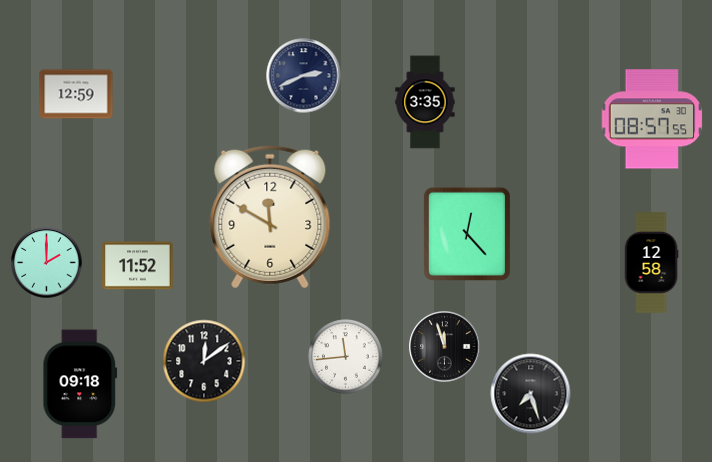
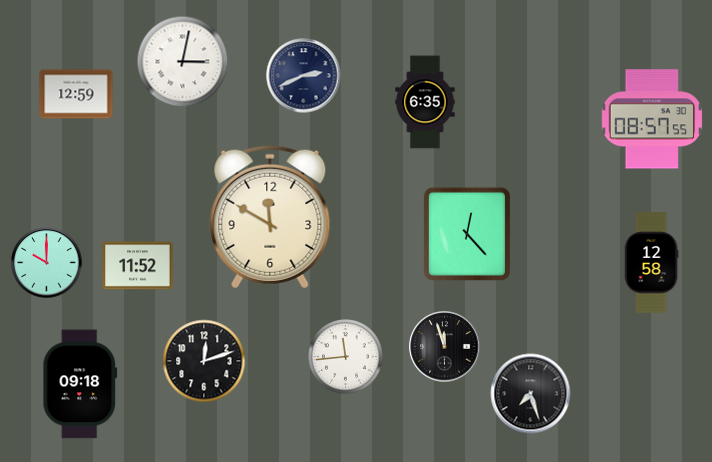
clock at (183, 62): none -> 3:02
clock at (425, 102): 3:35 -> 6:35
clock at (47, 263): 2:00 -> 10:00
clock at (204, 361): 12:09 -> 12:12
